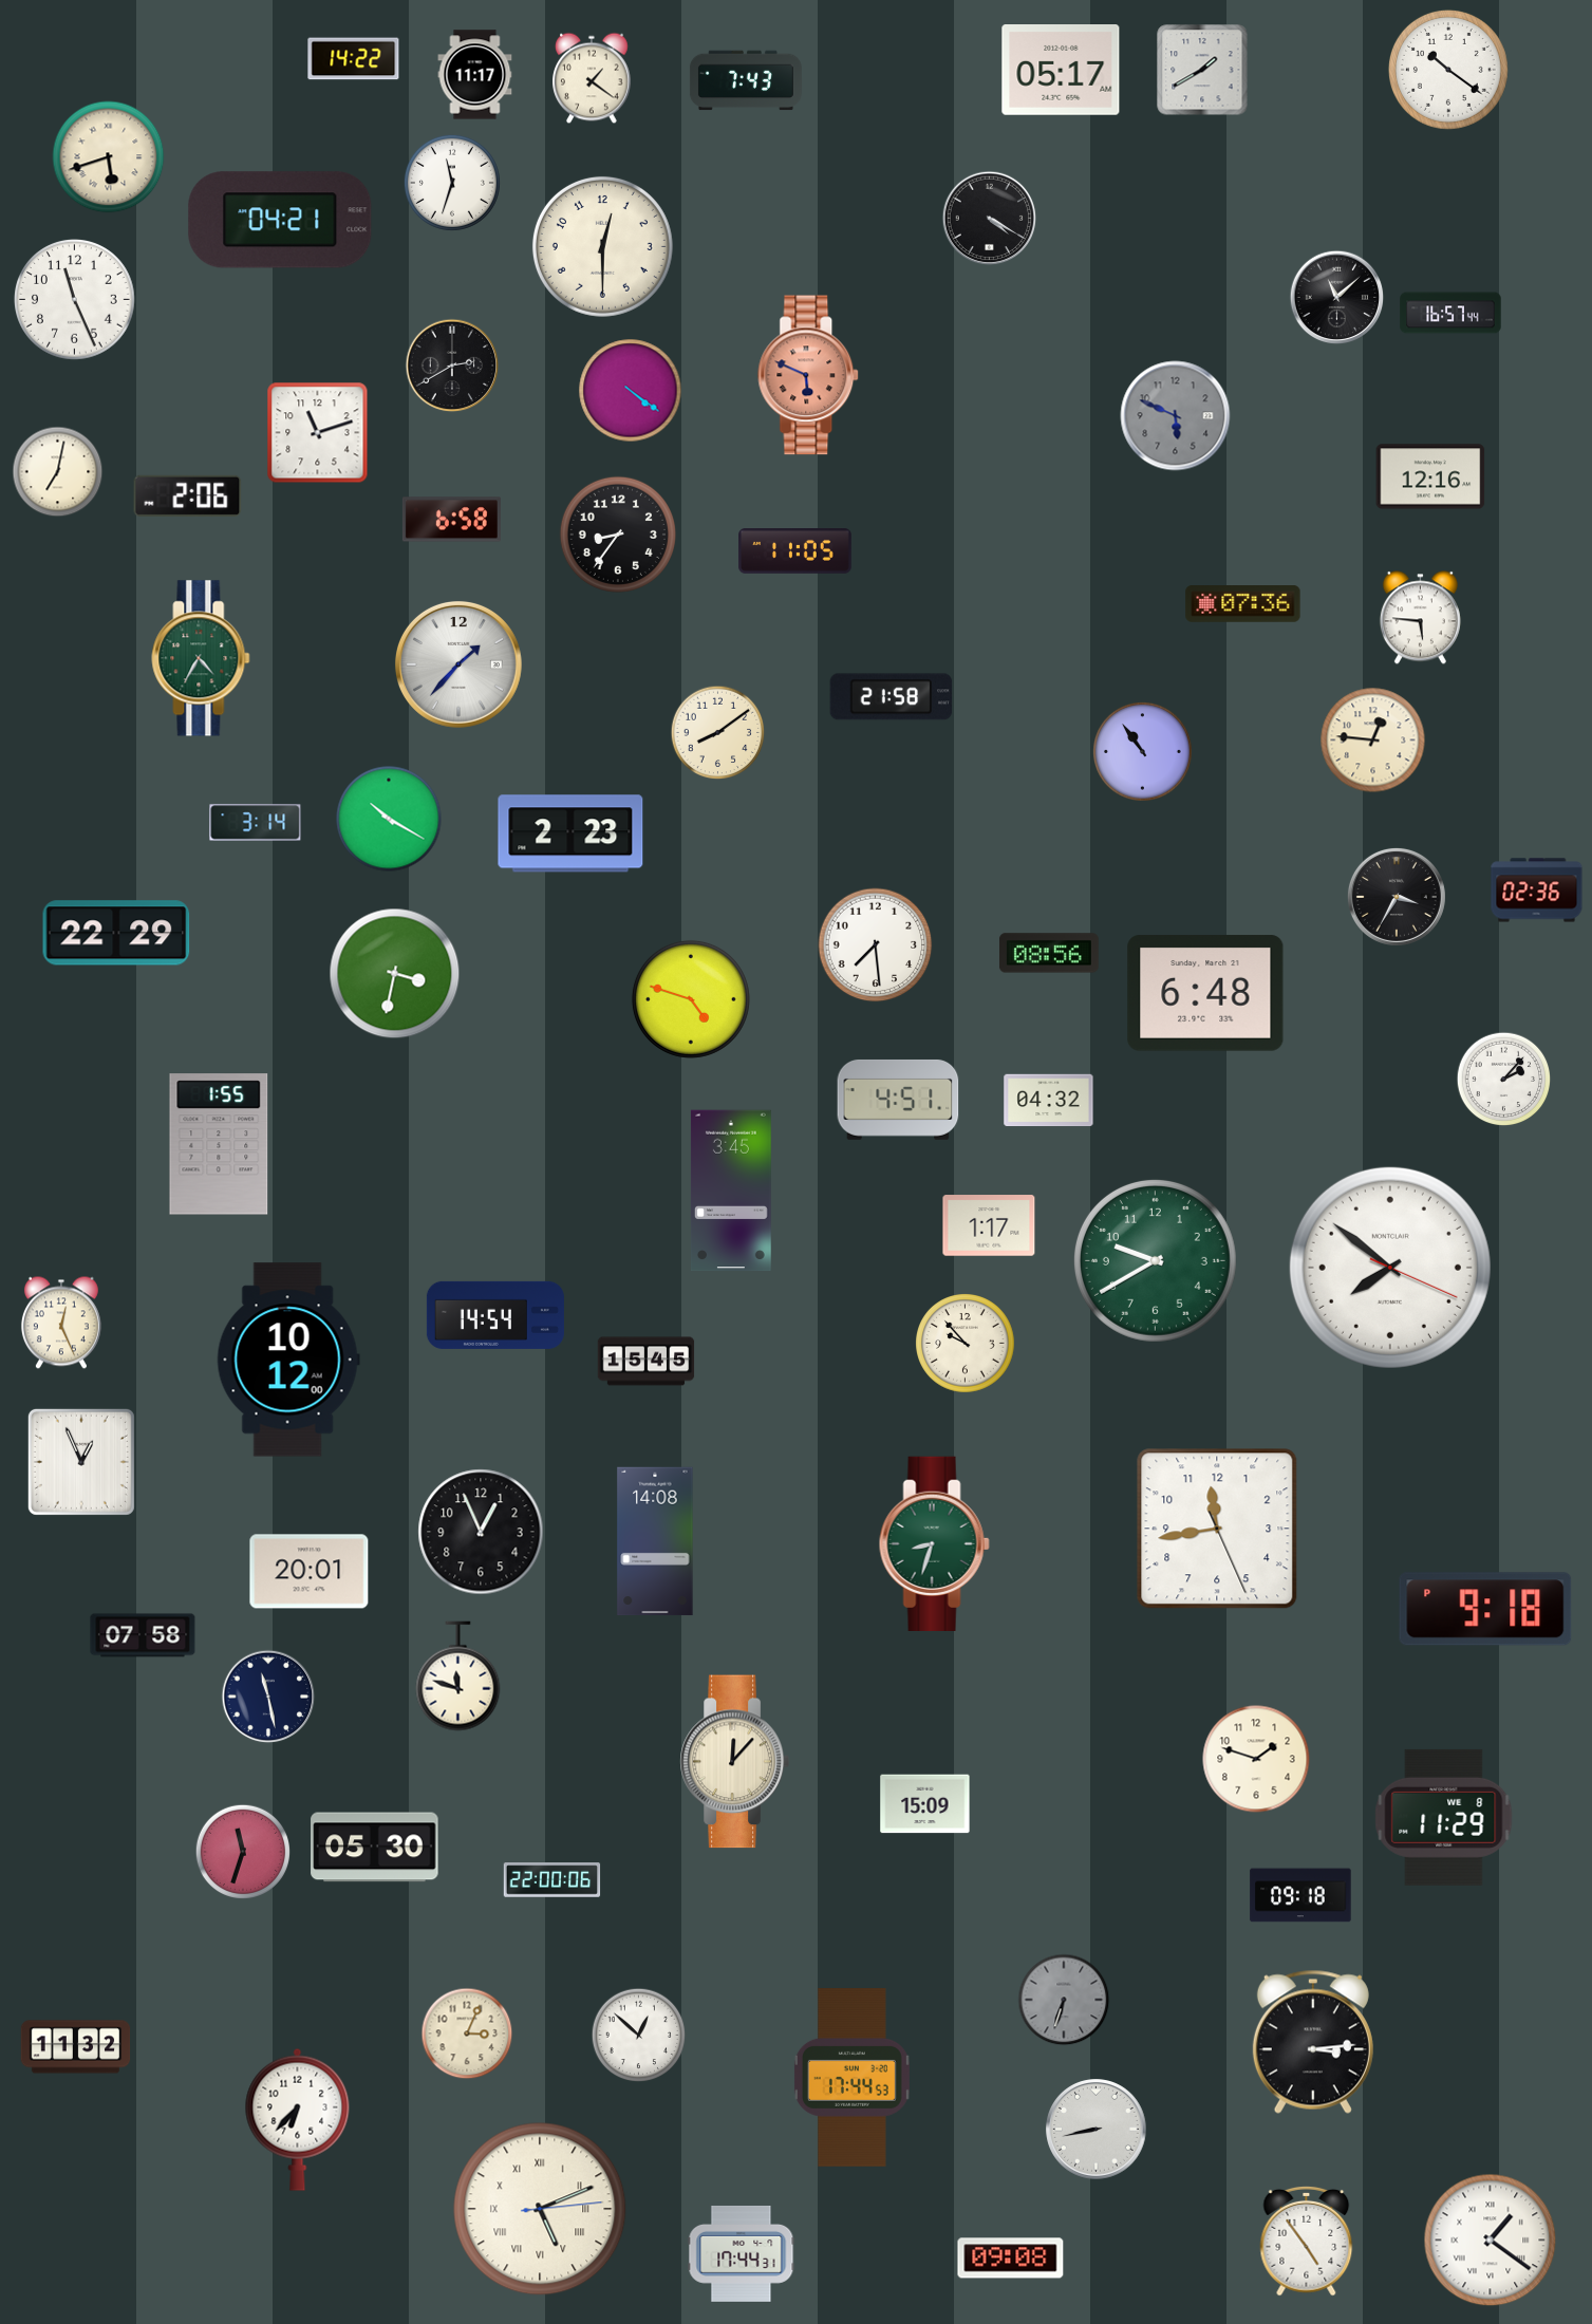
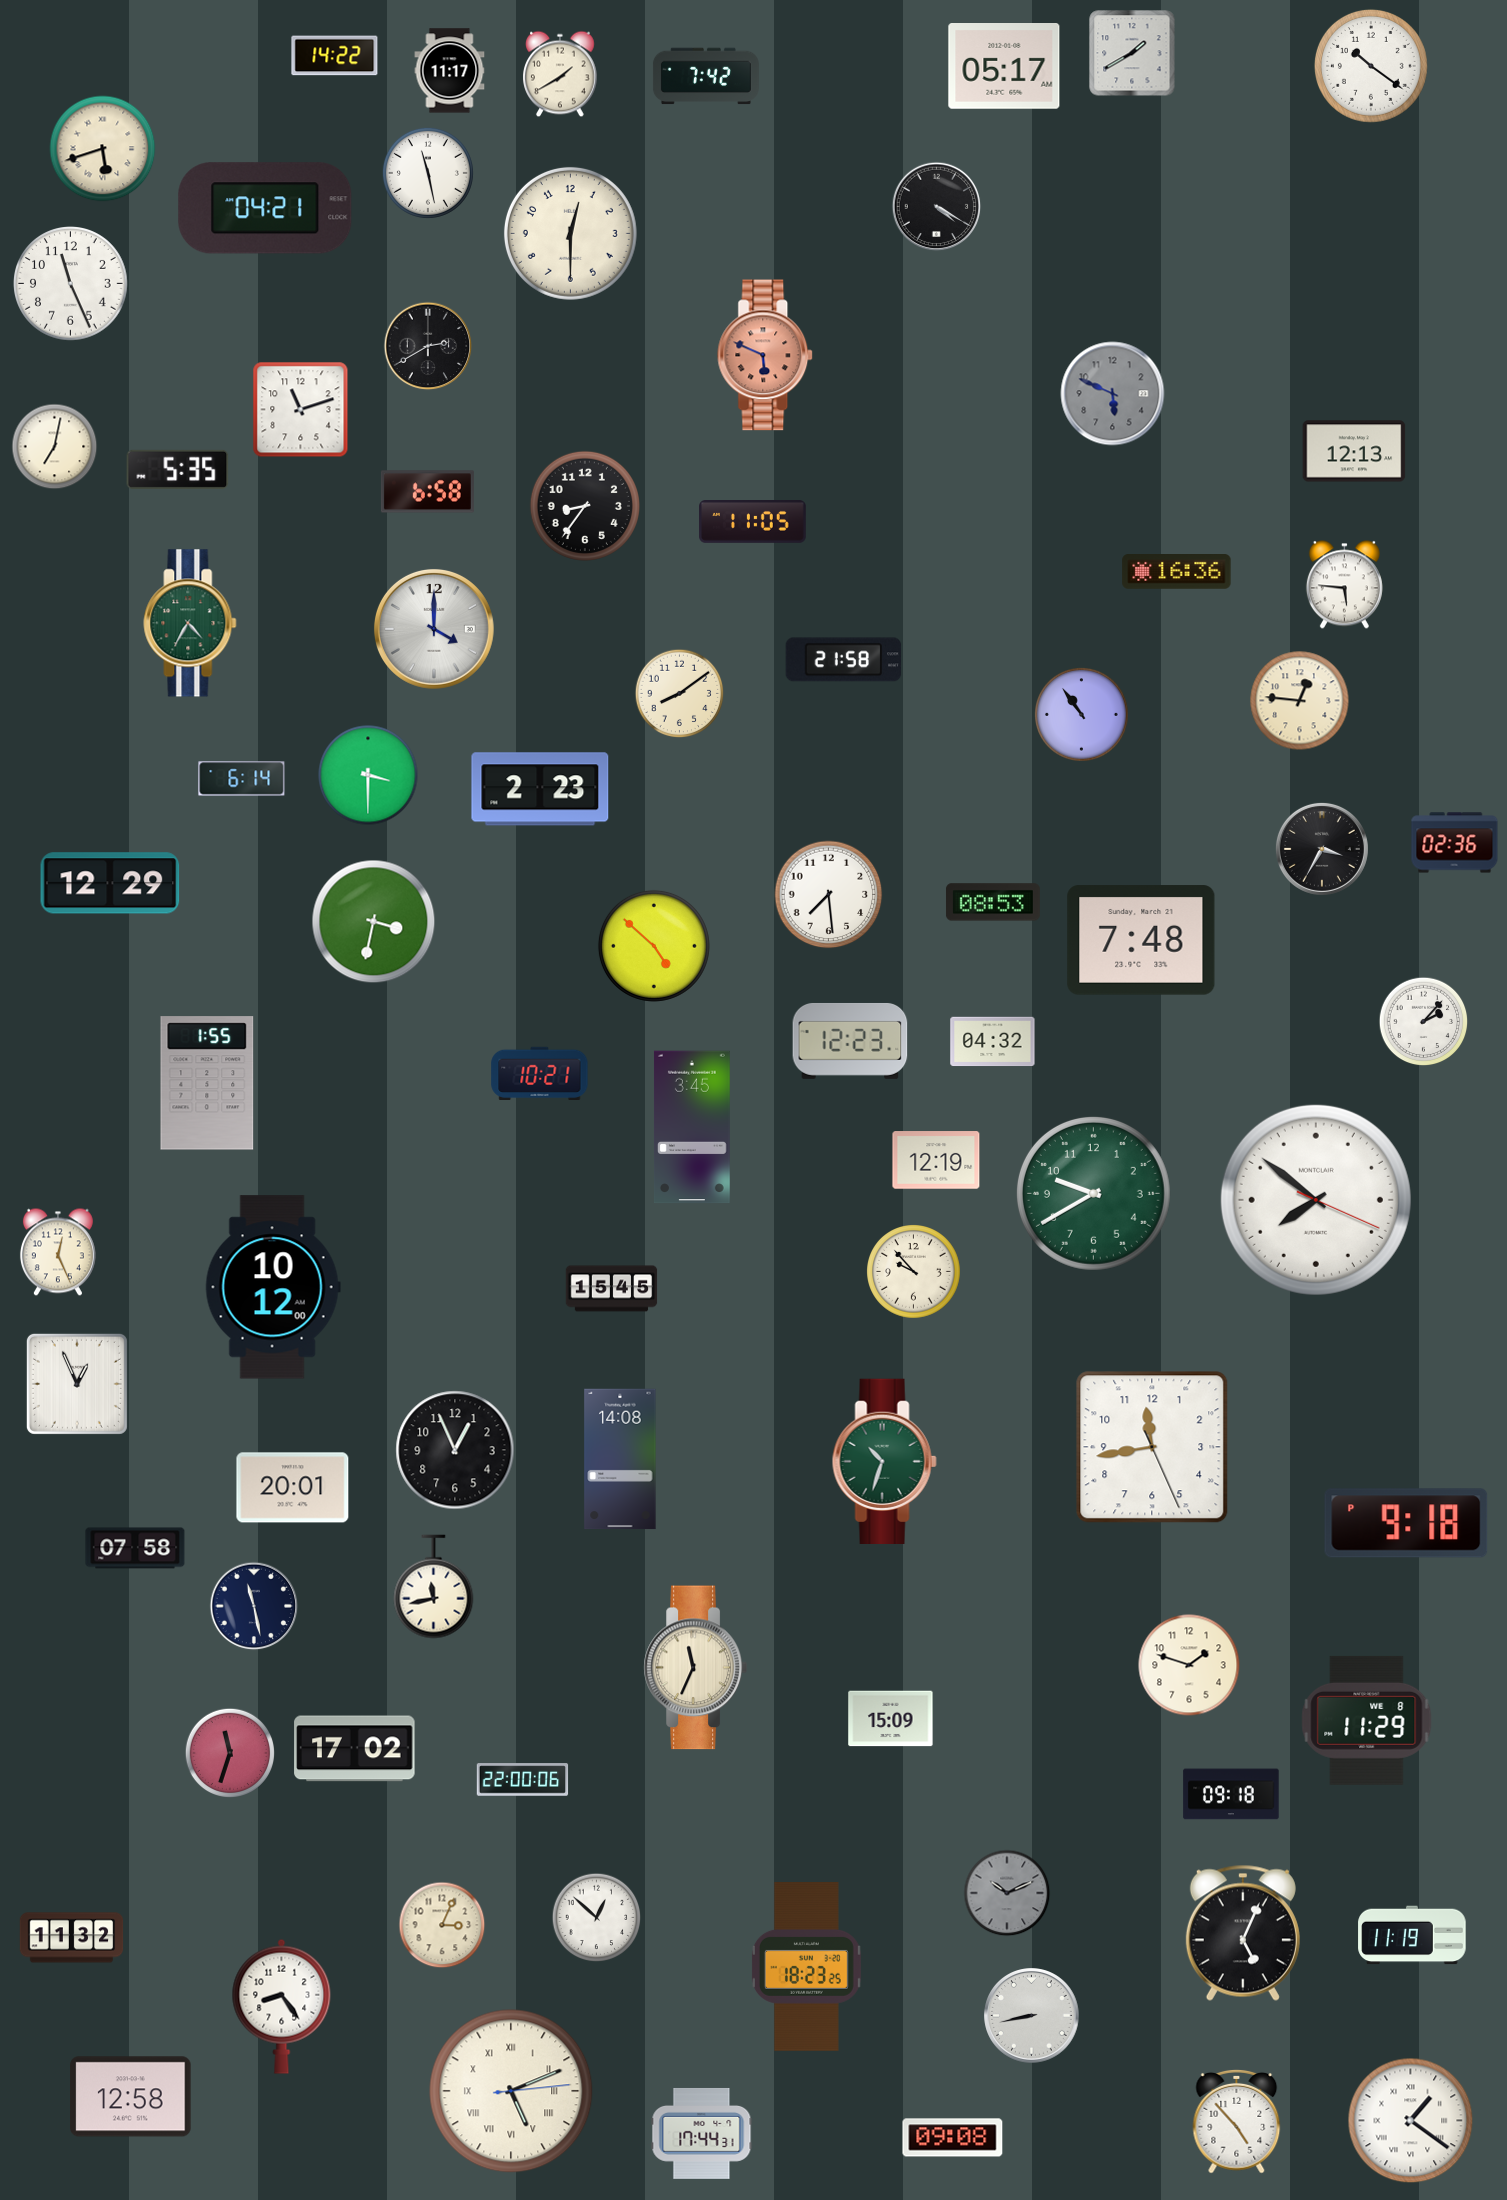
clock at (1202, 70) position: (1202, 70) -> (1132, 53)
clock at (592, 78): 1:21 -> 1:40
clock at (746, 80): 7:43 -> 7:42
clock at (452, 183): 11:33 -> 11:28
clock at (1337, 298): 11:08 -> none
clock at (1450, 313): 16:57 -> none
clock at (631, 391): 4:21 -> none
clock at (1430, 476): 12:16 -> 12:13
clock at (188, 495): 2:06 -> 5:35
clock at (1243, 604): 07:36 -> 16:36
clock at (458, 664): 1:37 -> 4:00
clock at (1143, 752) position: (1143, 752) -> (1082, 715)
clock at (389, 819): 10:20 -> 3:30
clock at (256, 823): 3:14 -> 6:14
clock at (116, 933): 22:29 -> 12:29
clock at (1049, 953): 08:56 -> 08:53
clock at (1205, 993): 6:48 -> 7:48
clock at (691, 999): 4:48 -> 4:52
clock at (898, 1100): 4:51 -> 12:23
clock at (540, 1073): none -> 10:21
clock at (989, 1225): 1:17 -> 12:19
clock at (495, 1315): 14:54 -> none
clock at (934, 1543): 8:33 -> 10:33
clock at (458, 1676): 11:48 -> 11:43
clock at (734, 1762): 12:07 -> 11:34
clock at (925, 1804) position: (925, 1804) -> (891, 1719)
clock at (375, 1848): 05:30 -> 17:02
clock at (1064, 2000): 6:33 -> 10:11
clock at (639, 2036) position: (639, 2036) -> (597, 1918)
clock at (1313, 2042): 3:14 -> 5:04
clock at (1412, 1935): none -> 11:19
clock at (851, 2078): 17:44 -> 18:23
clock at (298, 2119): 6:37 -> 8:24
clock at (1097, 2130) position: (1097, 2130) -> (1032, 2016)
clock at (131, 2097): none -> 12:58
clock at (1307, 2241): 4:54 -> 4:53
clock at (1011, 2259) position: (1011, 2259) -> (953, 2138)
